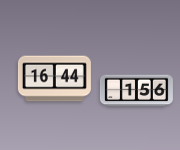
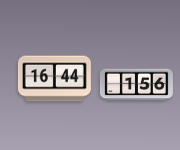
clock at (136, 91) position: (136, 91) -> (136, 85)
